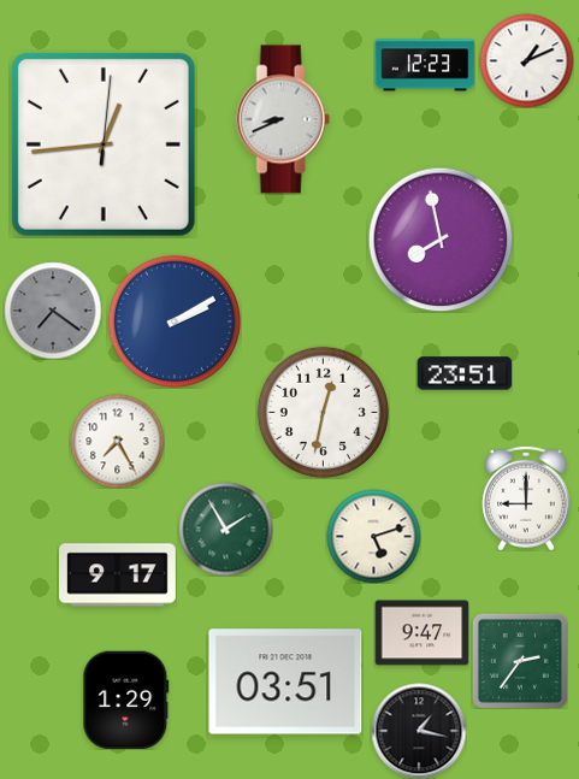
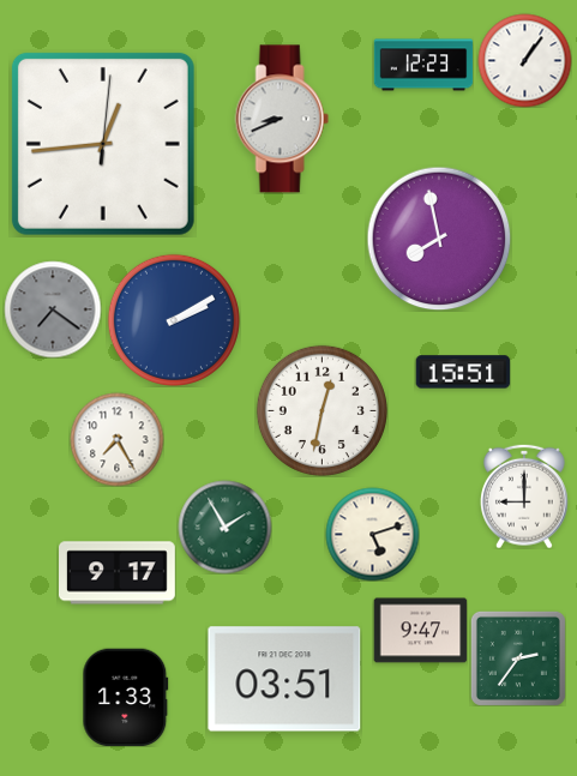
clock at (526, 60): 1:11 -> 1:06
clock at (465, 373): 23:51 -> 15:51
clock at (126, 700): 1:29 -> 1:33
clock at (419, 731): 1:17 -> none
